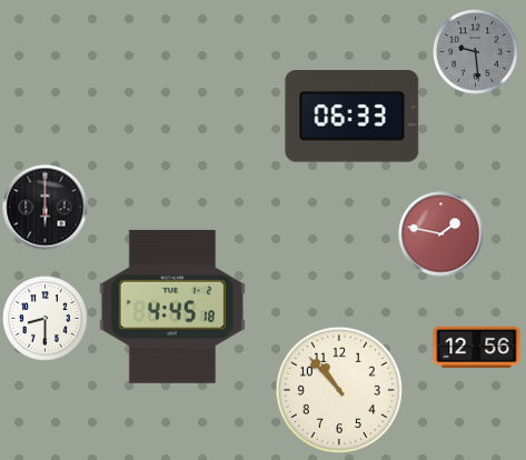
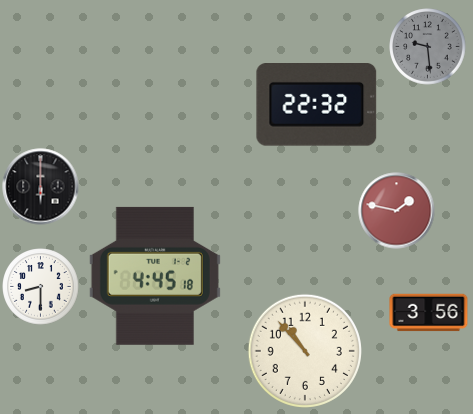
clock at (353, 117): 06:33 -> 22:32
clock at (477, 348): 12:56 -> 3:56
